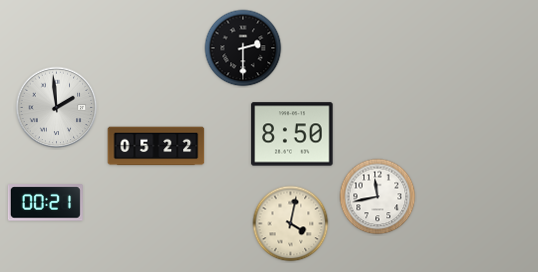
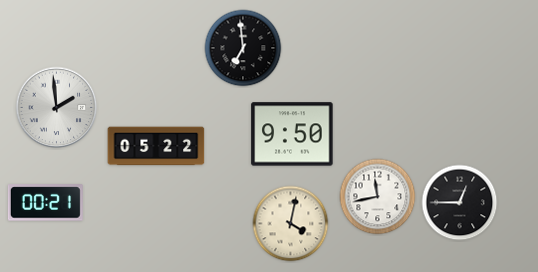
clock at (243, 48): 2:30 -> 6:59
clock at (292, 134): 8:50 -> 9:50
clock at (460, 203): none -> 12:45
